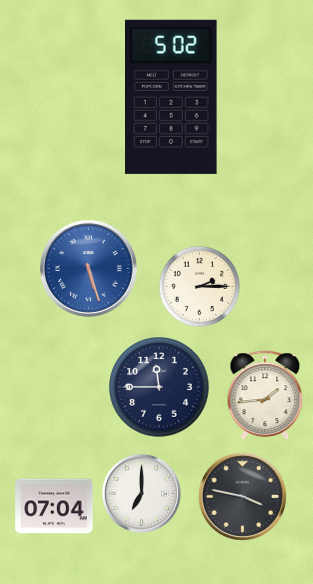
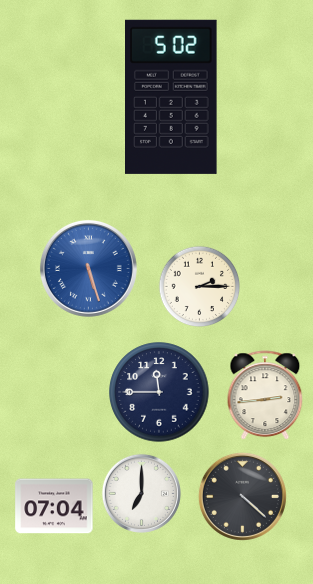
clock at (159, 387) position: (159, 387) -> (159, 392)
clock at (265, 396): 1:44 -> 2:44
clock at (242, 496): 3:47 -> 4:22
